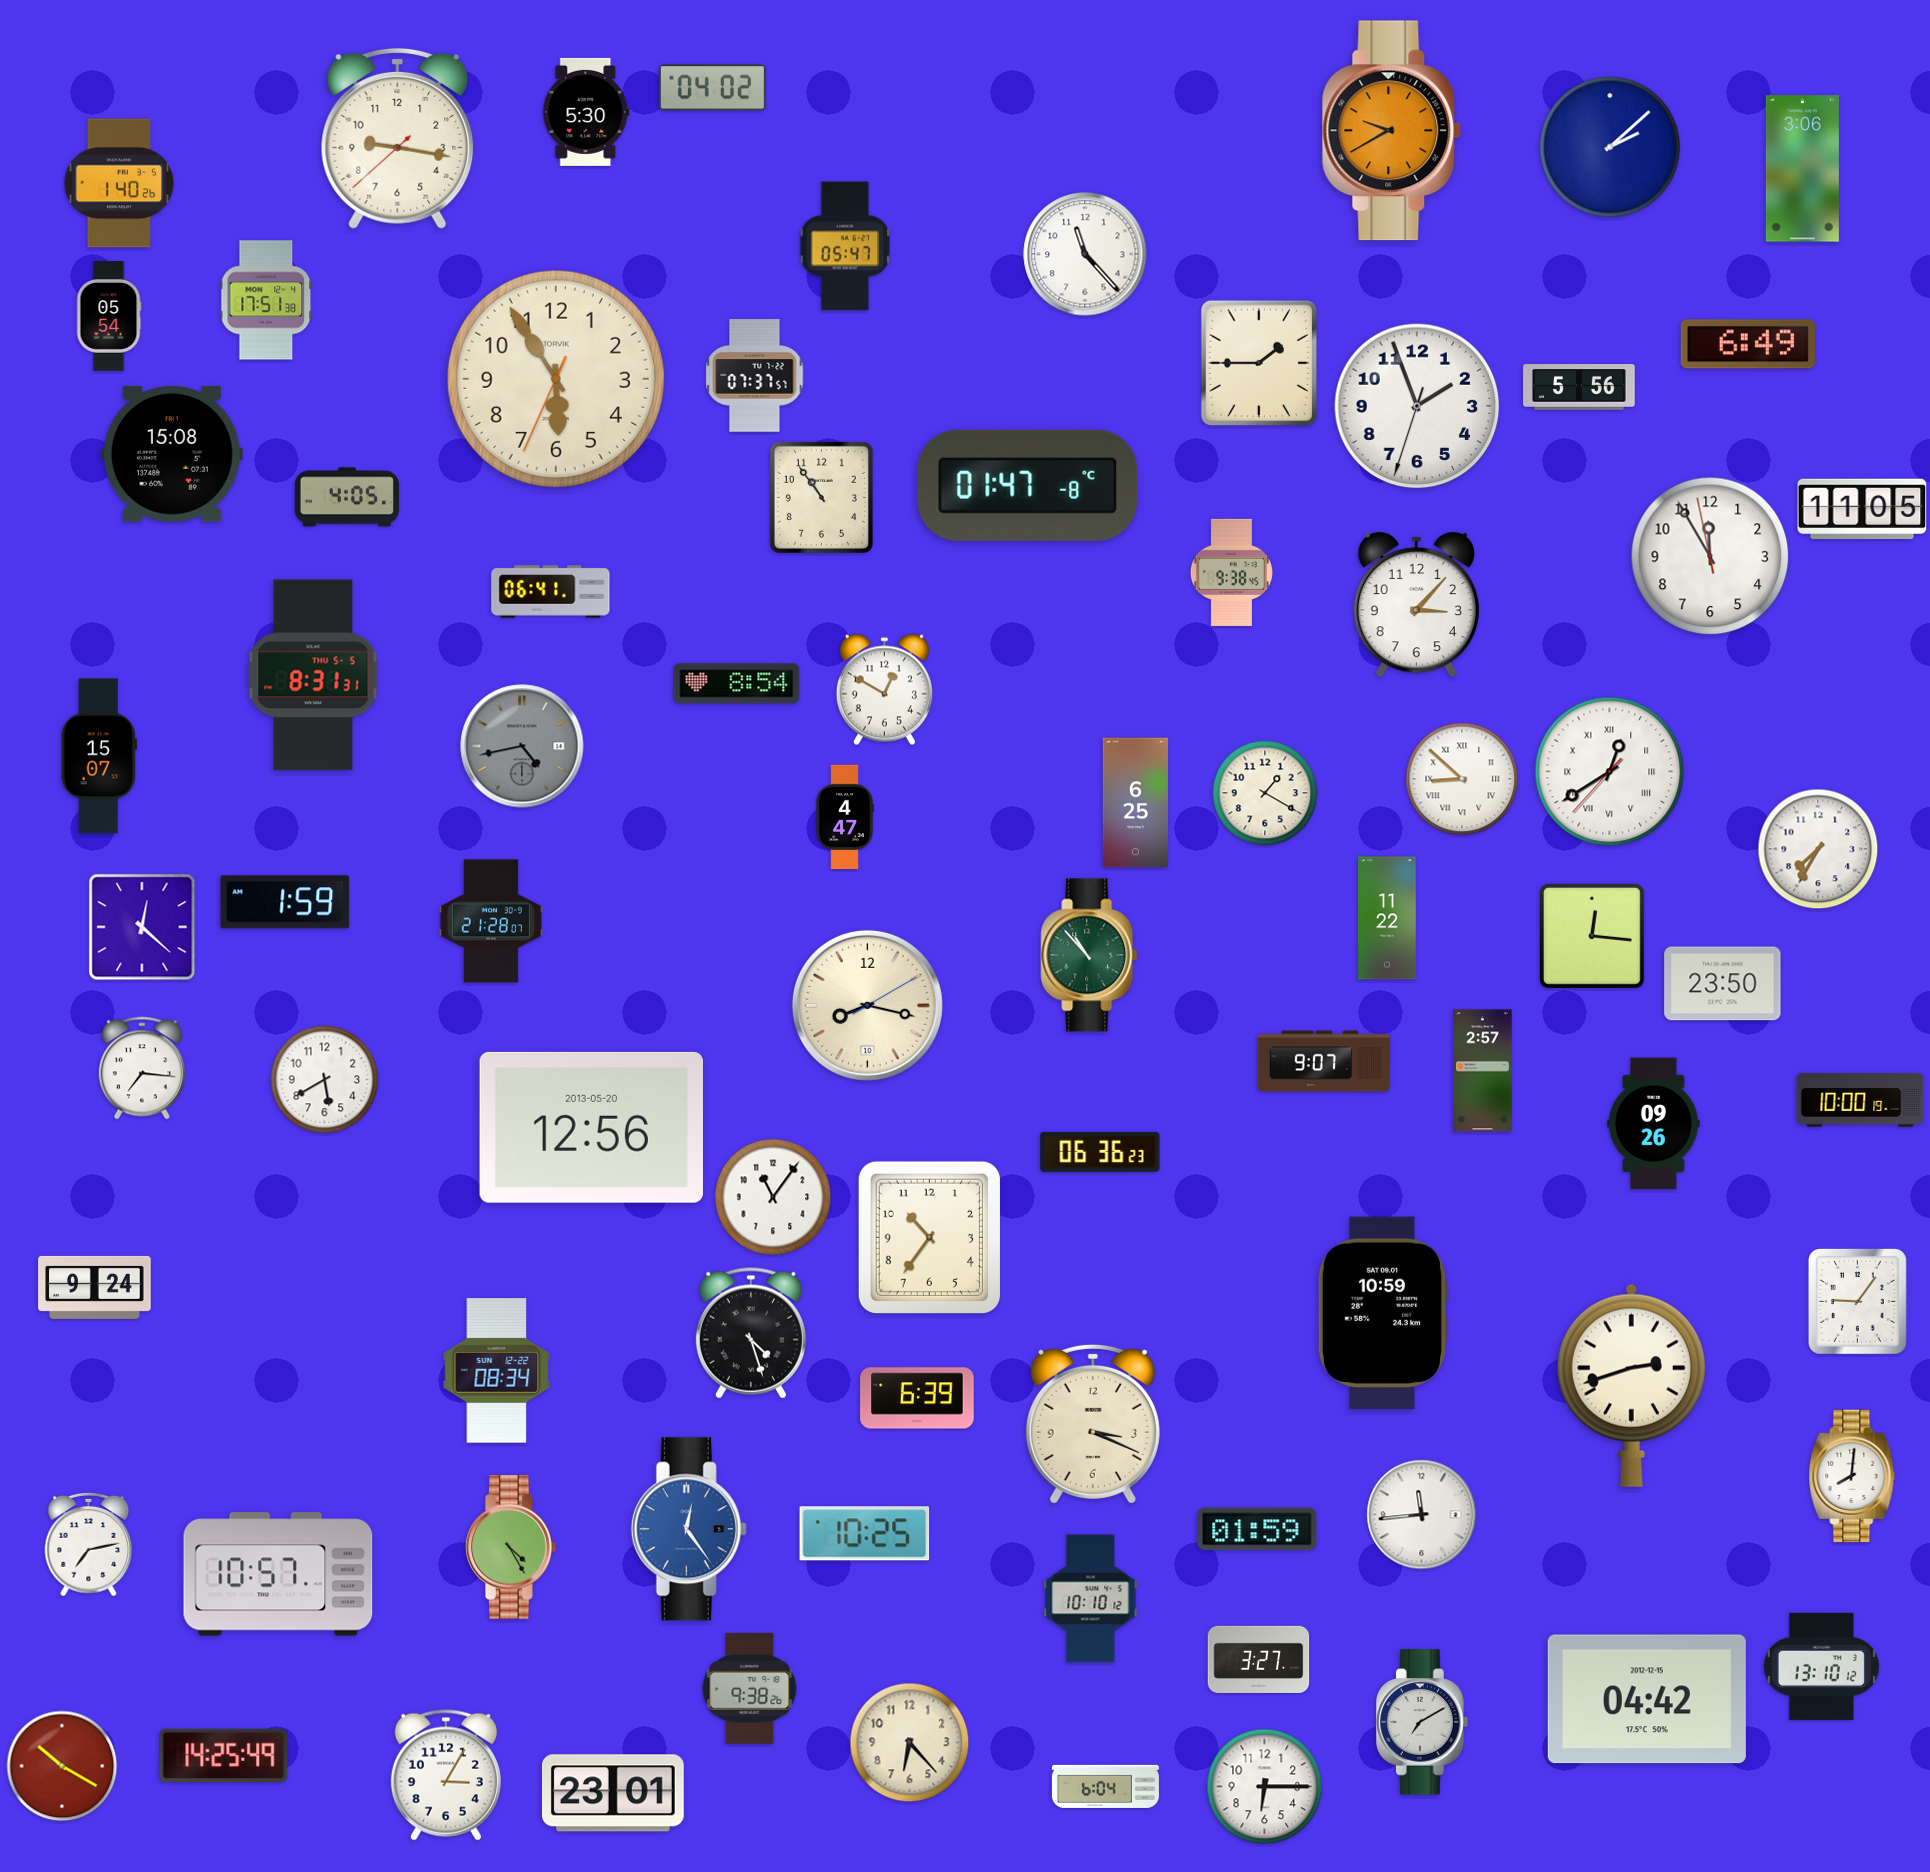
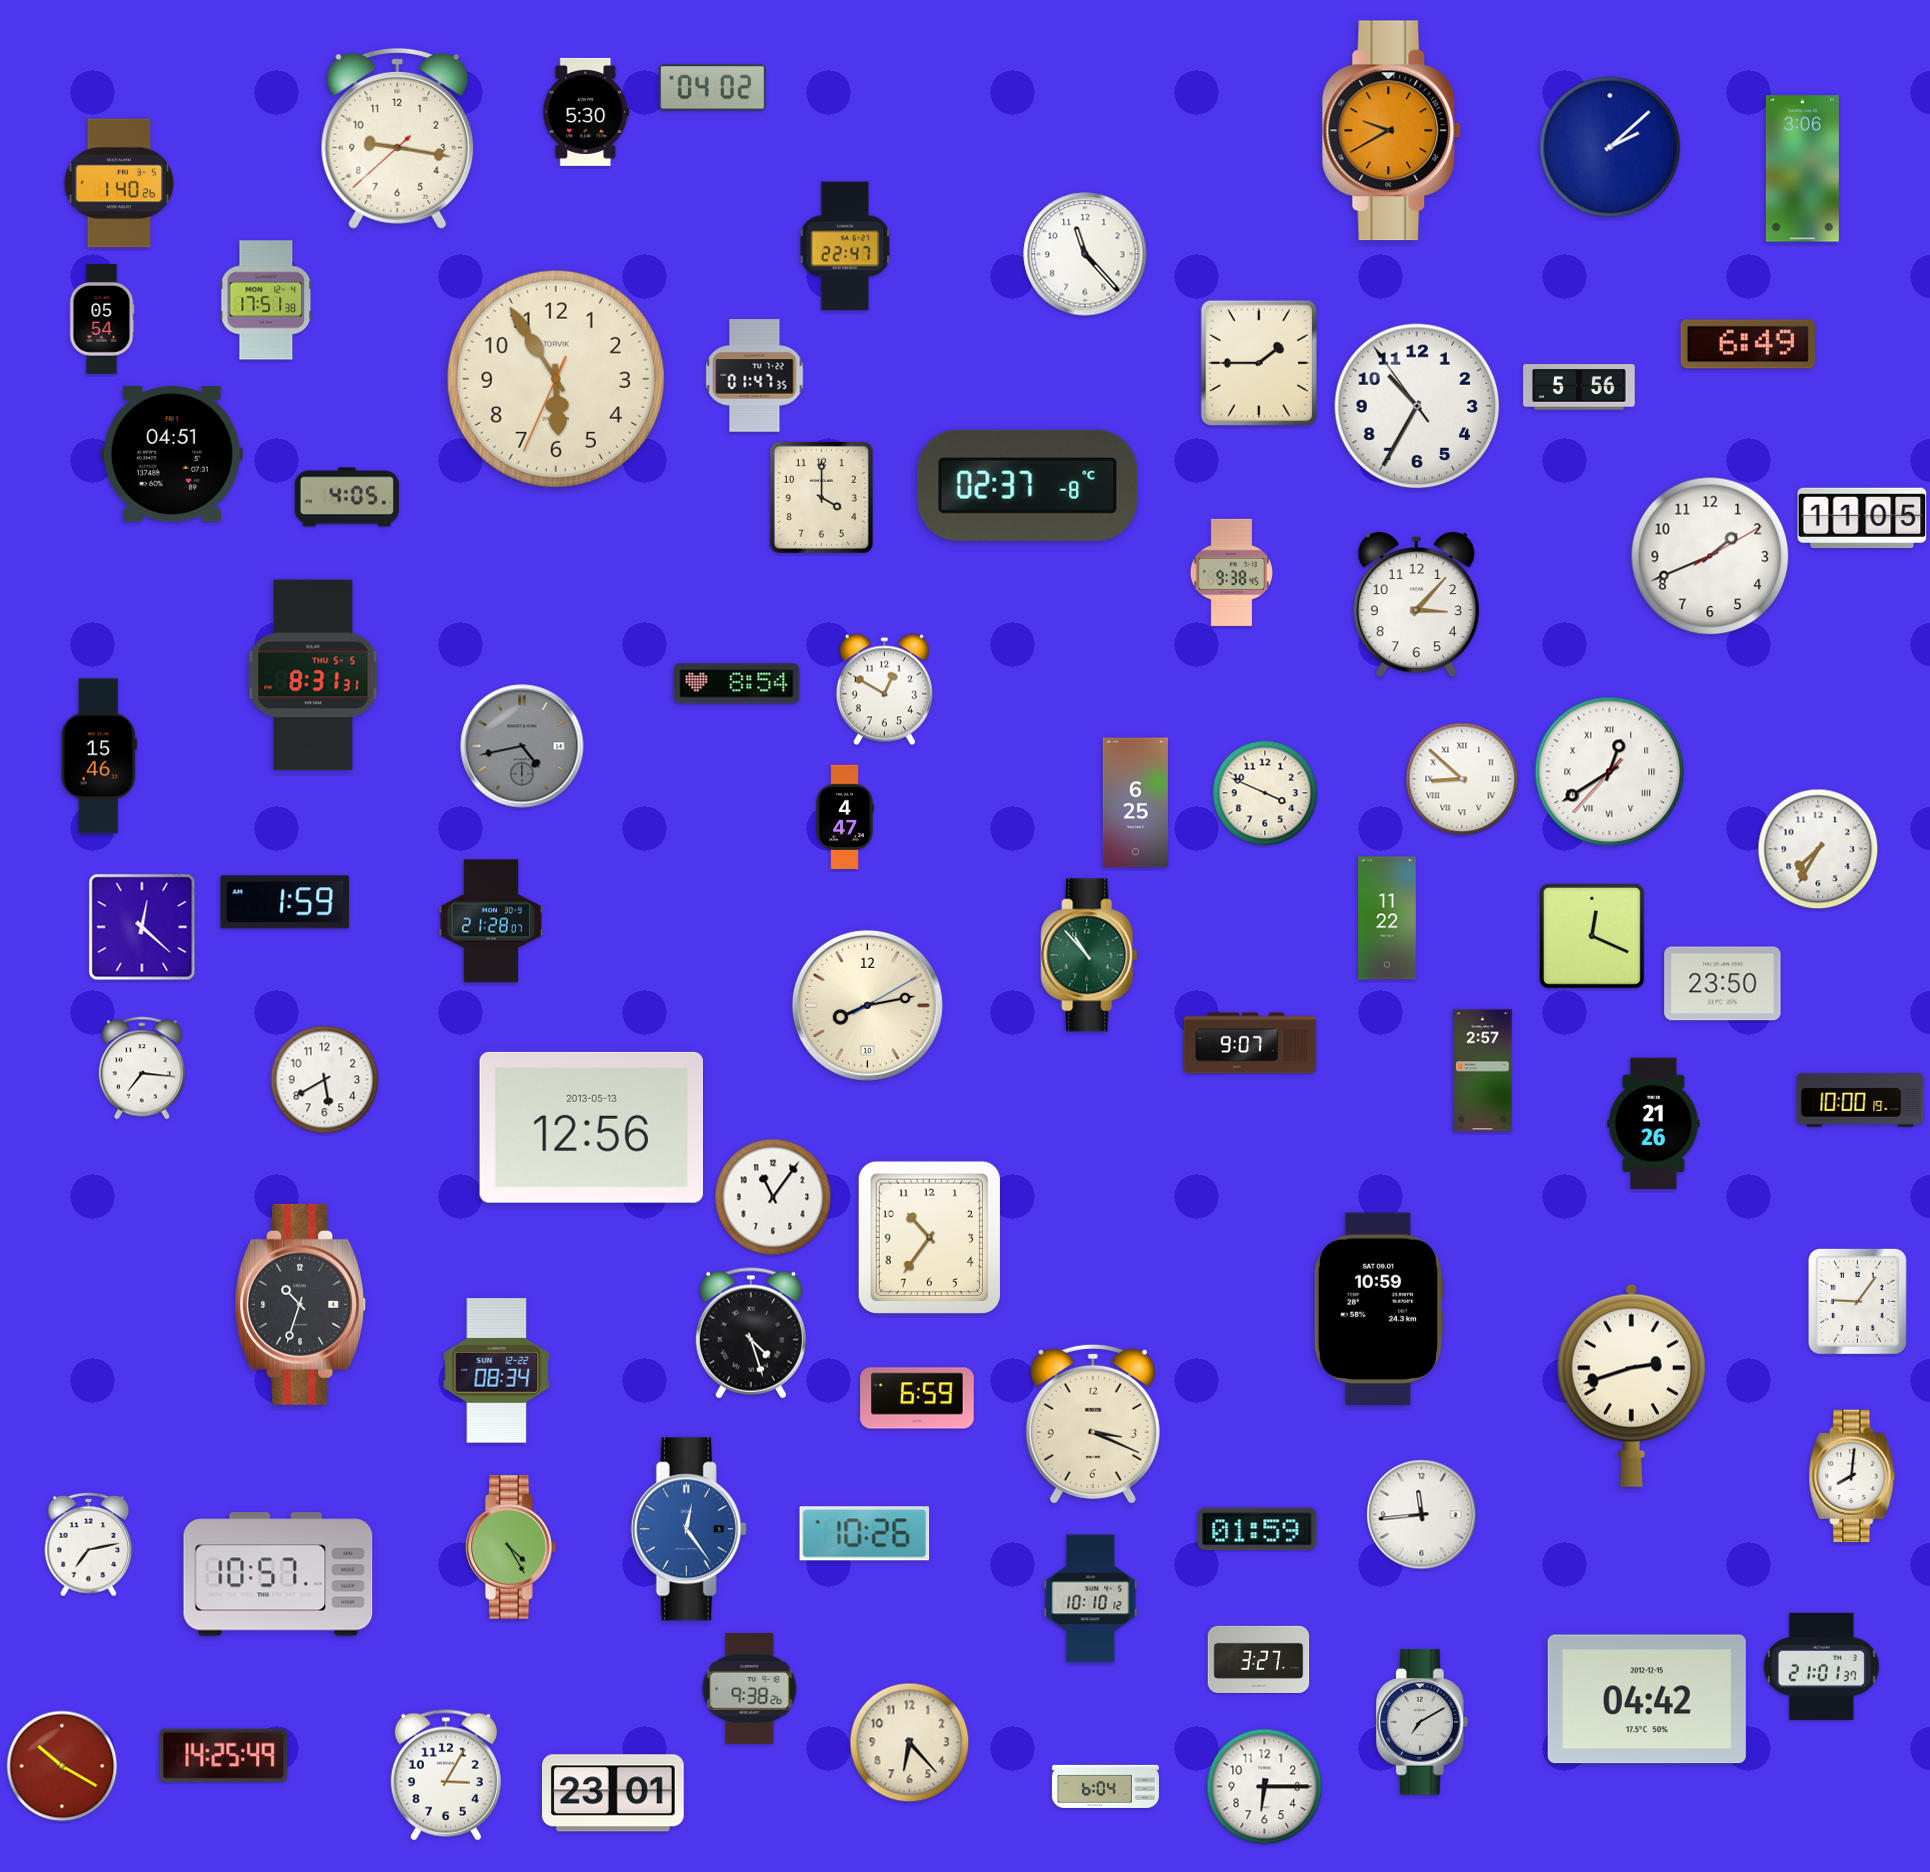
clock at (845, 246): 05:47 -> 22:47
clock at (109, 317) position: (109, 317) -> (102, 320)
clock at (755, 376): 07:37 -> 01:47
clock at (1417, 406): 1:56 -> 10:34
clock at (172, 454): 15:08 -> 04:51
clock at (1028, 485): 01:47 -> 02:37
clock at (821, 497): 10:54 -> 4:00
clock at (1862, 509) position: (1862, 509) -> (1862, 518)
clock at (1710, 556): 11:54 -> 1:41
clock at (551, 592): 06:41 -> none
clock at (99, 756): 15:07 -> 15:46
clock at (1265, 793): 1:20 -> 3:49
clock at (1593, 937): 12:16 -> 12:19
clock at (867, 1005): 8:17 -> 8:13
clock at (1324, 1061) position: (1324, 1061) -> (1250, 1043)
clock at (1654, 1124): 09:26 -> 21:26
clock at (591, 1127) date: 2013-05-20 -> 2013-05-13
clock at (1100, 1152): 06:36 -> none
clock at (95, 1287): 9:24 -> none
clock at (301, 1304): none -> 10:33
clock at (1382, 1313) position: (1382, 1313) -> (1378, 1309)
clock at (917, 1398): 6:39 -> 6:59
clock at (865, 1534): 10:25 -> 10:26
clock at (1821, 1666): 13:10 -> 21:01
